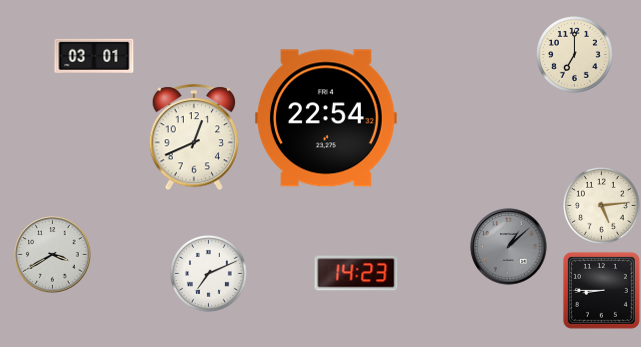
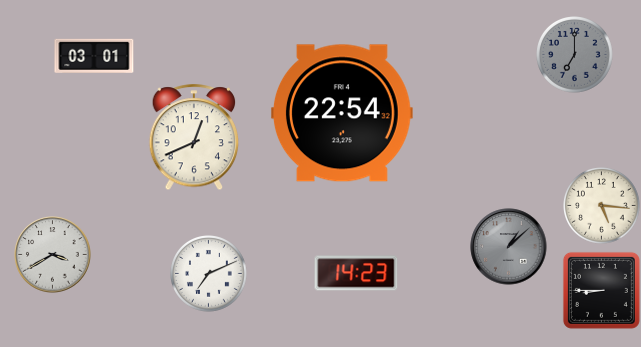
clock at (575, 55) dial: cream -> grey
clock at (326, 118) position: (326, 118) -> (342, 113)
clock at (602, 206): 5:14 -> 5:16
